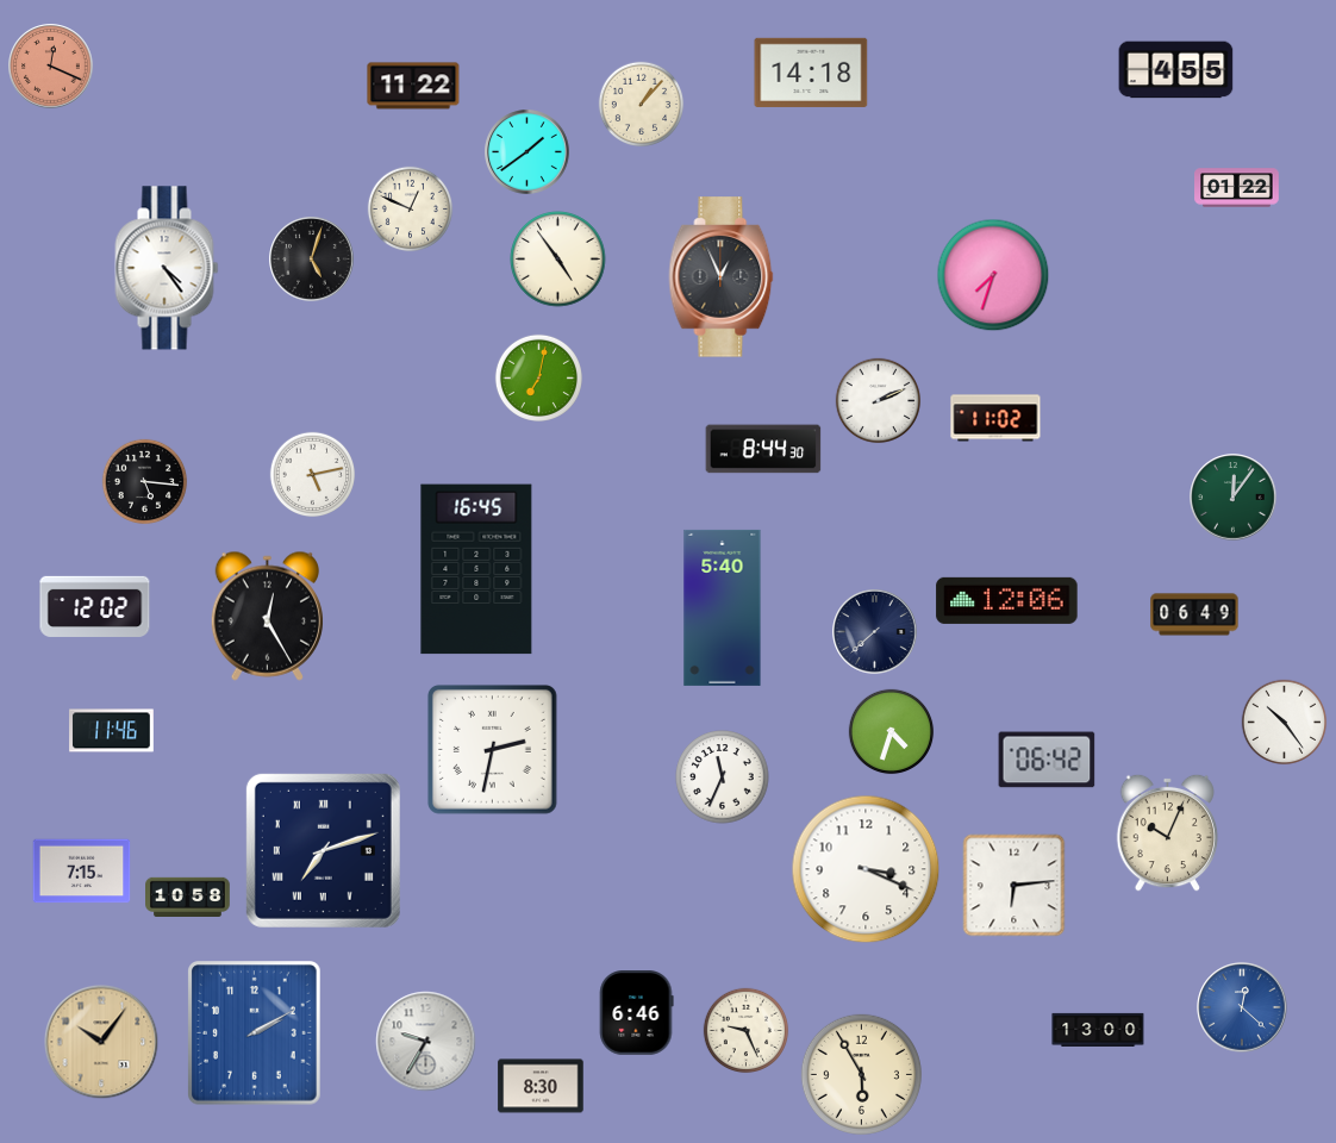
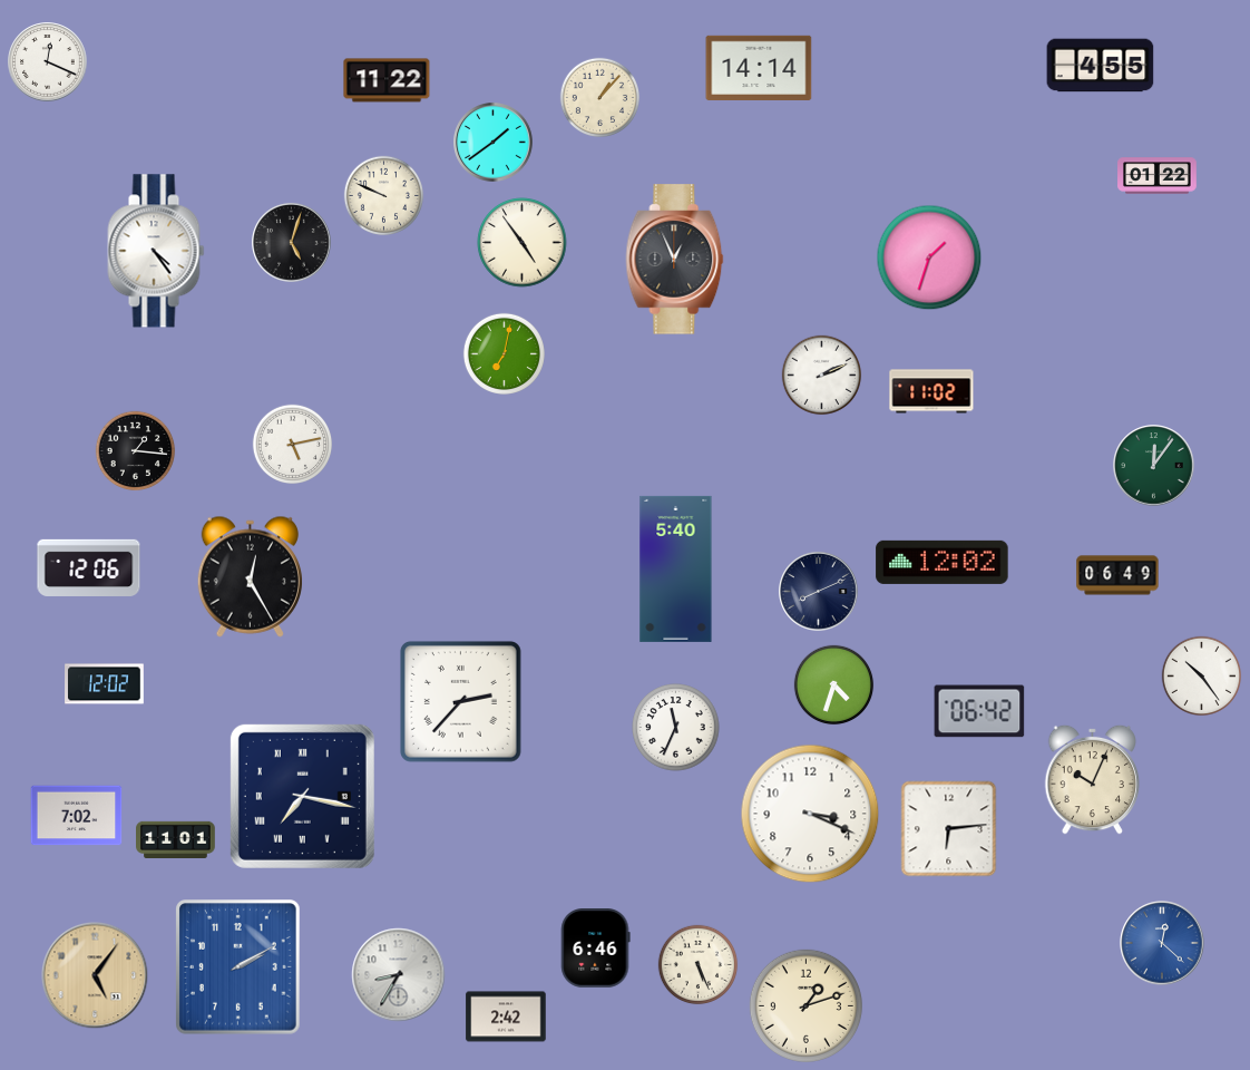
clock at (51, 67) dial: salmon -> white
clock at (811, 73): 14:18 -> 14:14
clock at (411, 210): 12:49 -> 9:49
clock at (993, 275): 7:33 -> 1:33
clock at (763, 449): 8:44 -> none
clock at (145, 482): 5:16 -> 1:16
clock at (476, 569): 16:45 -> none
clock at (1007, 600): 12:06 -> 12:02
clock at (95, 606): 12:02 -> 12:06
clock at (875, 632): 7:38 -> 8:11
clock at (112, 731): 11:46 -> 12:02
clock at (492, 749): 2:32 -> 2:37
clock at (323, 850): 7:12 -> 7:17
clock at (82, 872): 7:15 -> 7:02
clock at (188, 897): 10:58 -> 11:01
clock at (1098, 1030): 13:00 -> none
clock at (747, 1031): 9:26 -> 5:26
clock at (101, 1042): 10:06 -> 5:06
clock at (426, 1042): 9:35 -> 8:35
clock at (861, 1074): 5:55 -> 1:12
clock at (541, 1086): 8:30 -> 2:42
